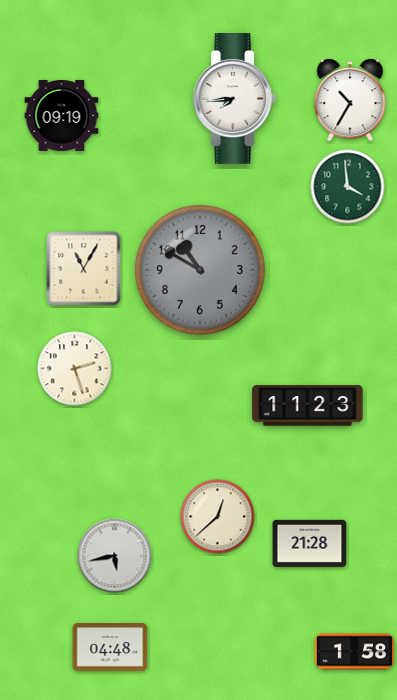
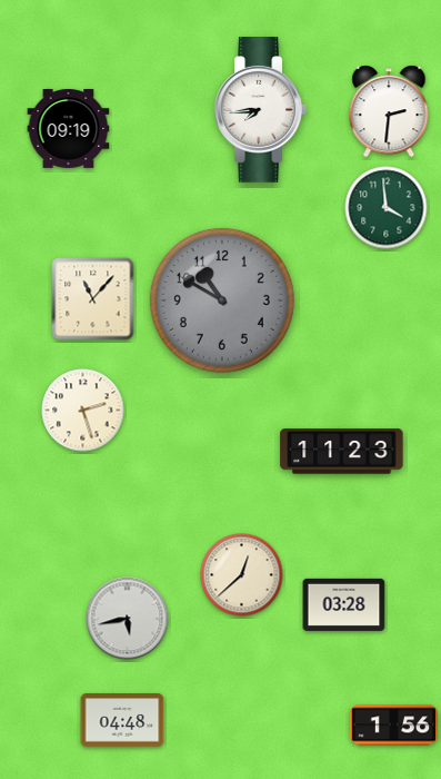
clock at (350, 100): 10:35 -> 2:31
clock at (84, 269): 11:05 -> 11:07
clock at (310, 543): 21:28 -> 03:28
clock at (354, 652): 1:58 -> 1:56
